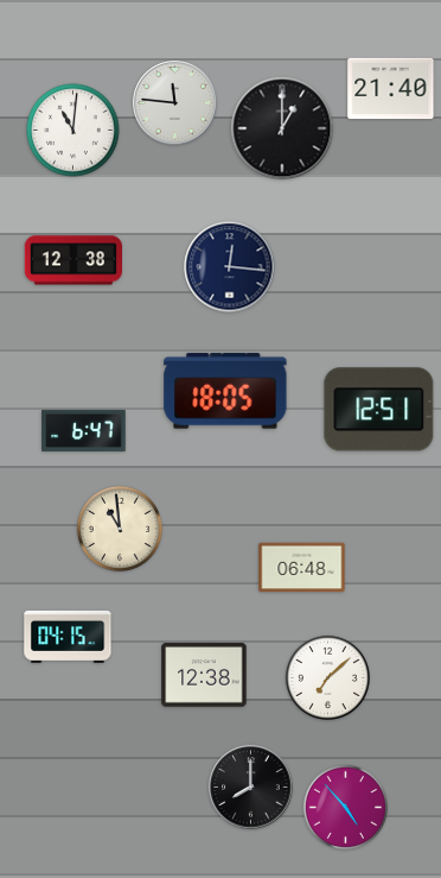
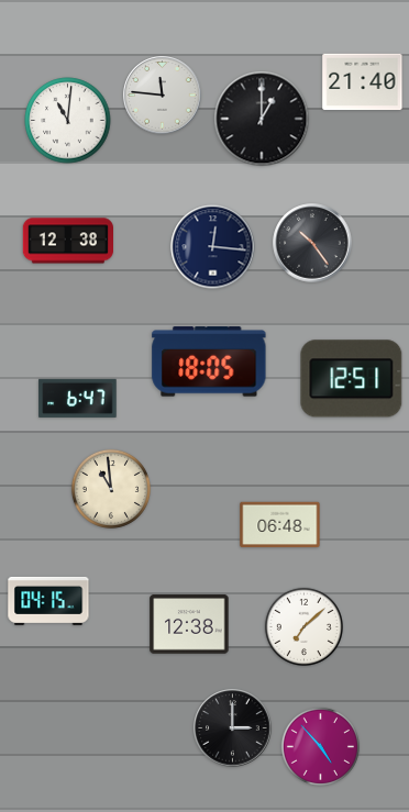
clock at (312, 243): none -> 10:24
clock at (68, 637) position: (68, 637) -> (48, 601)
clock at (251, 788): 8:00 -> 3:00
